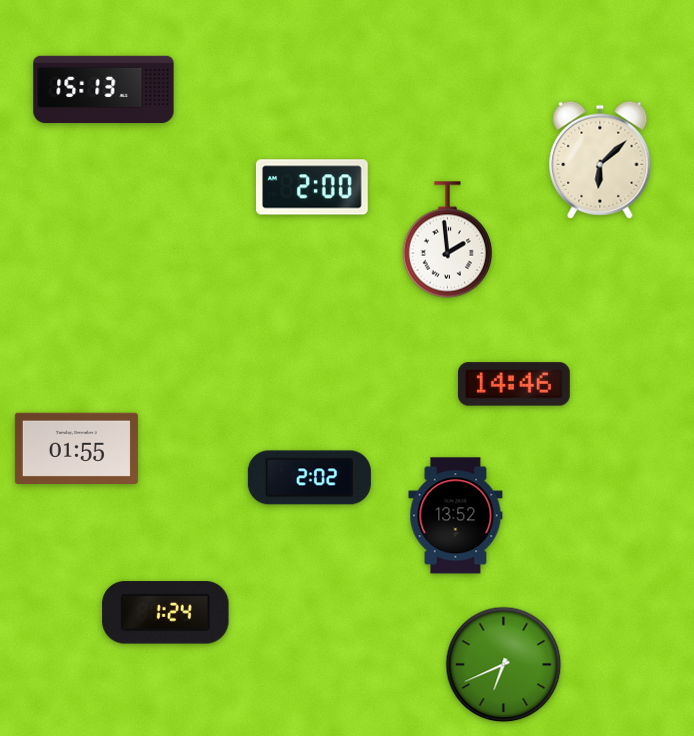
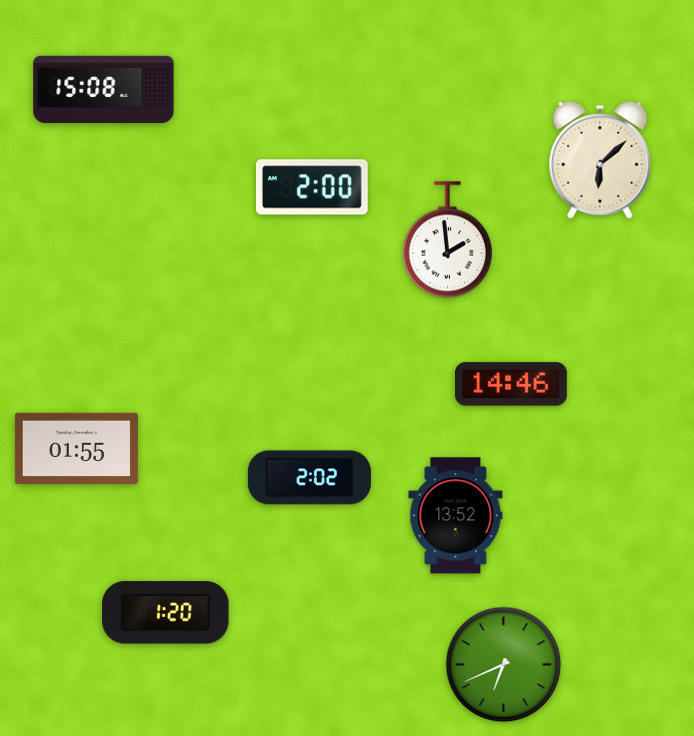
clock at (104, 90): 15:13 -> 15:08
clock at (514, 384) position: (514, 384) -> (511, 384)
clock at (166, 613): 1:24 -> 1:20
